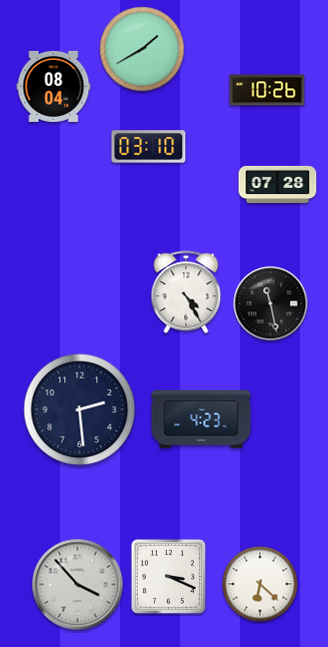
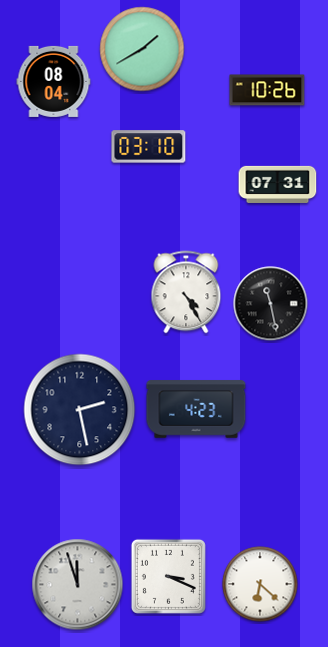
clock at (54, 86) position: (54, 86) -> (54, 81)
clock at (278, 184): 07:28 -> 07:31
clock at (80, 410): 2:29 -> 2:28
clock at (201, 419) position: (201, 419) -> (196, 409)
clock at (78, 585): 3:53 -> 11:57
